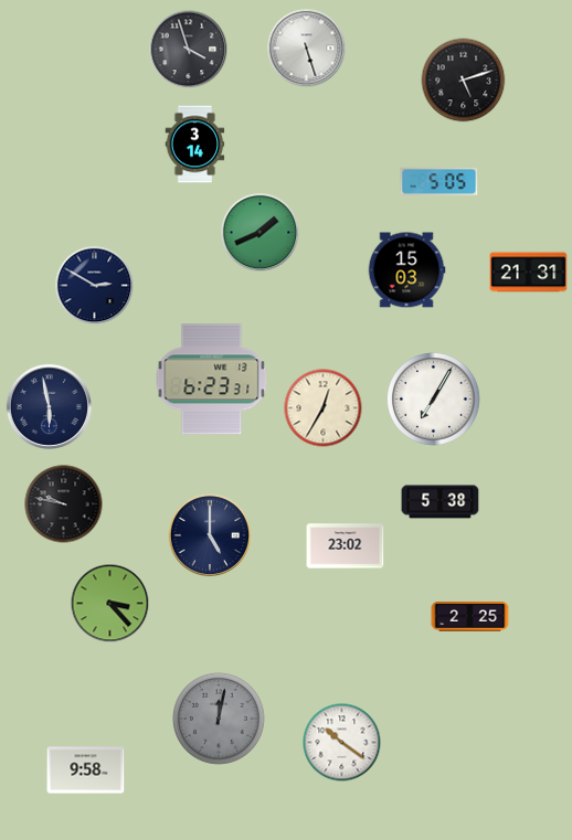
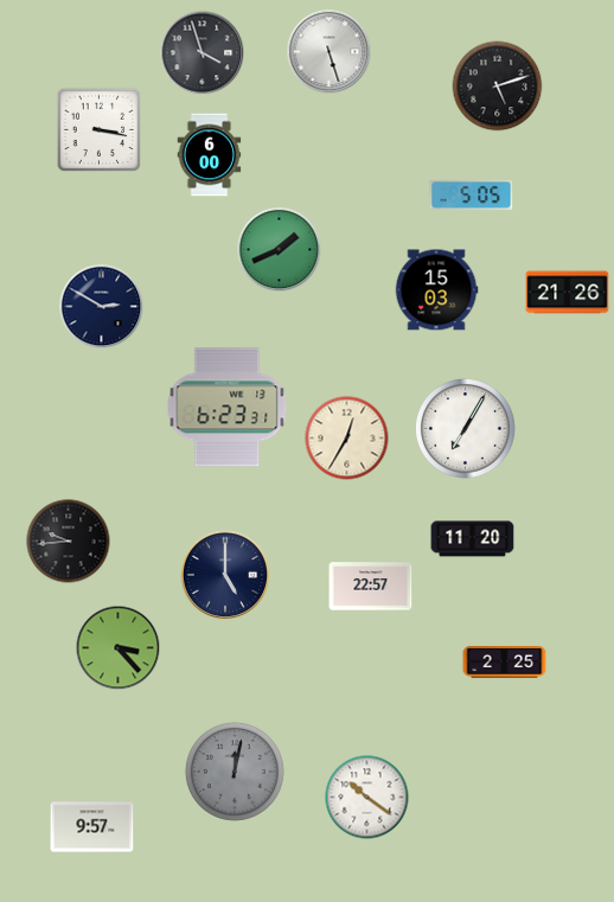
clock at (100, 130): none -> 3:17
clock at (195, 145): 3:14 -> 6:00
clock at (529, 273): 21:31 -> 21:26
clock at (49, 406): 5:58 -> none
clock at (441, 502): 5:38 -> 11:20
clock at (64, 504): 9:47 -> 9:44
clock at (346, 546): 23:02 -> 22:57
clock at (86, 770): 9:58 -> 9:57
